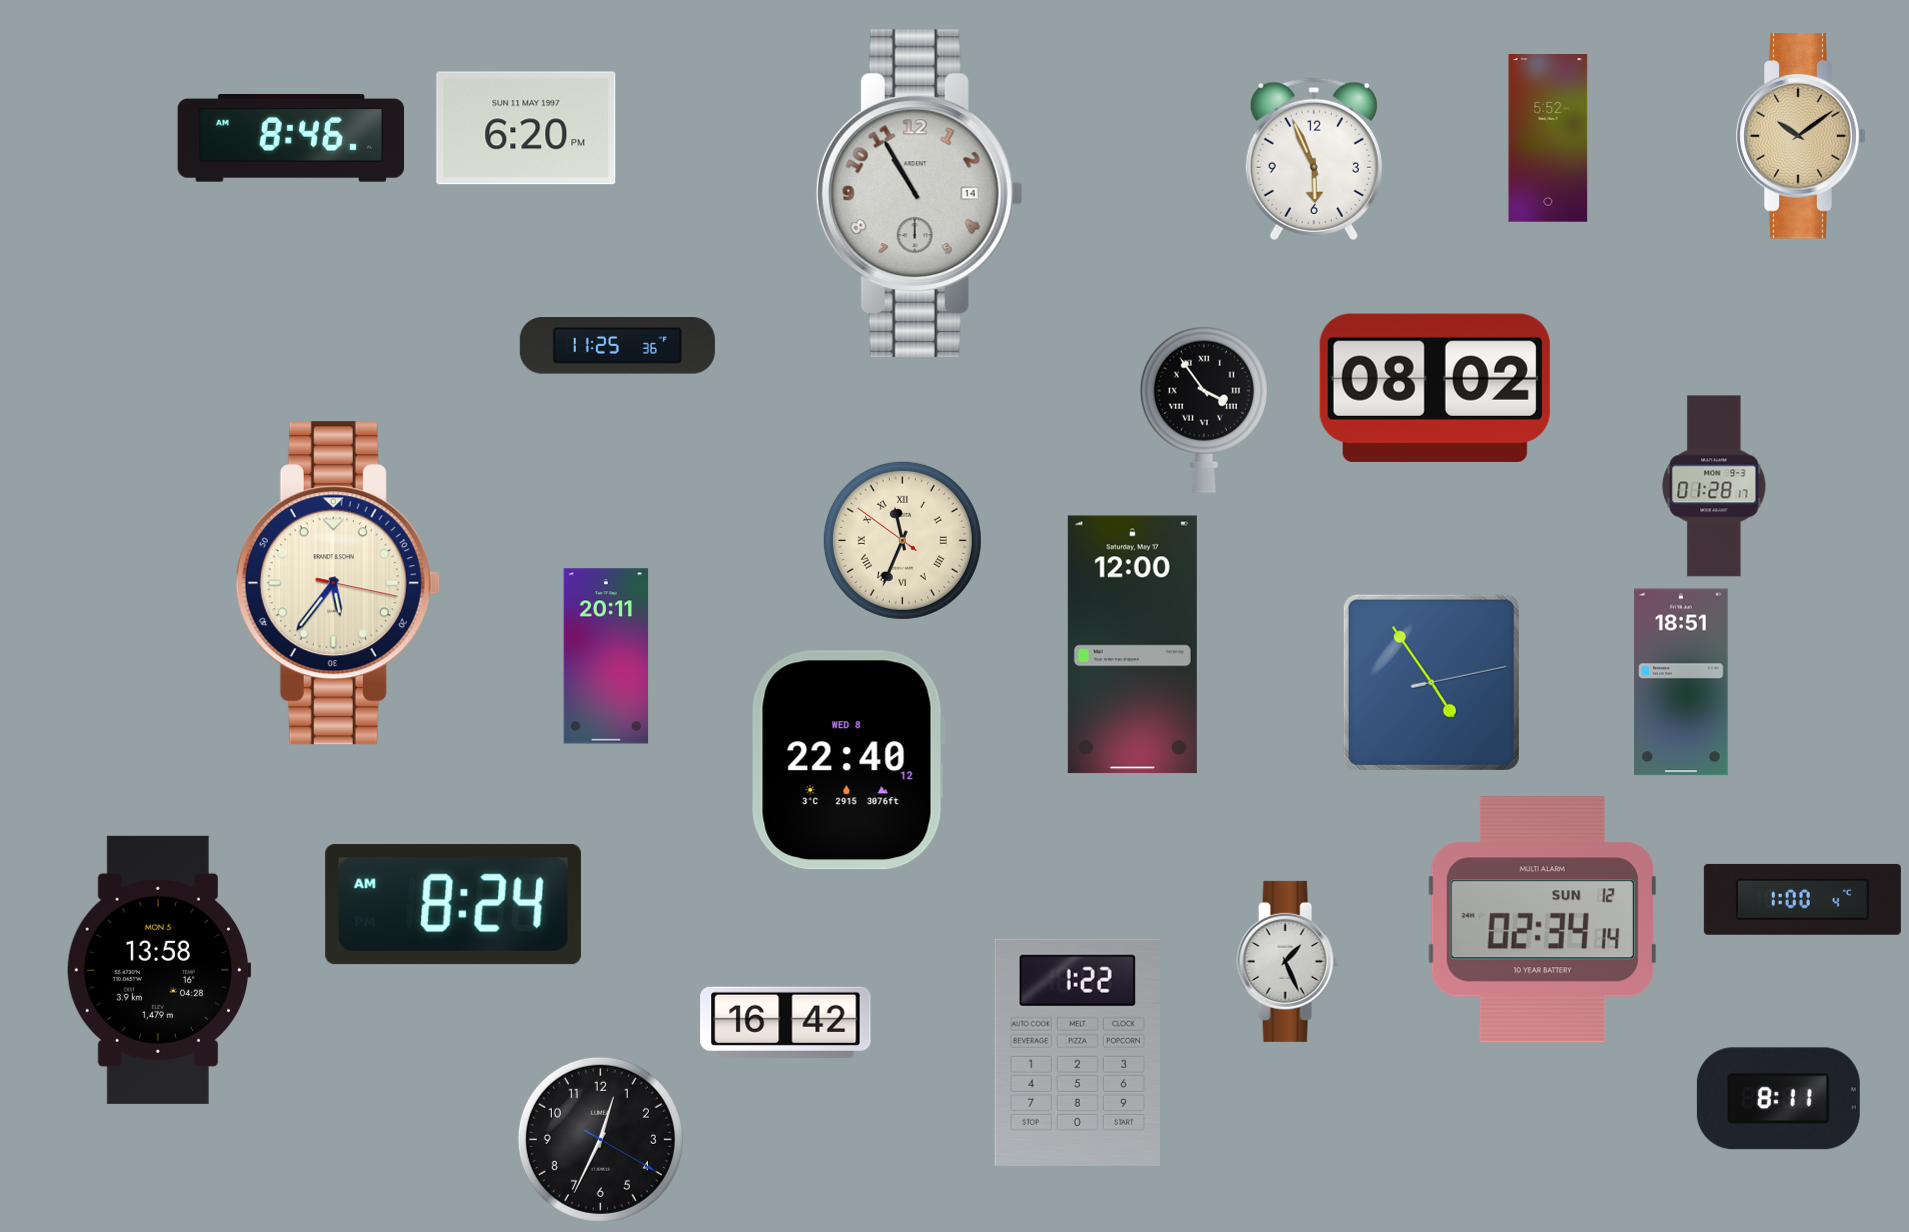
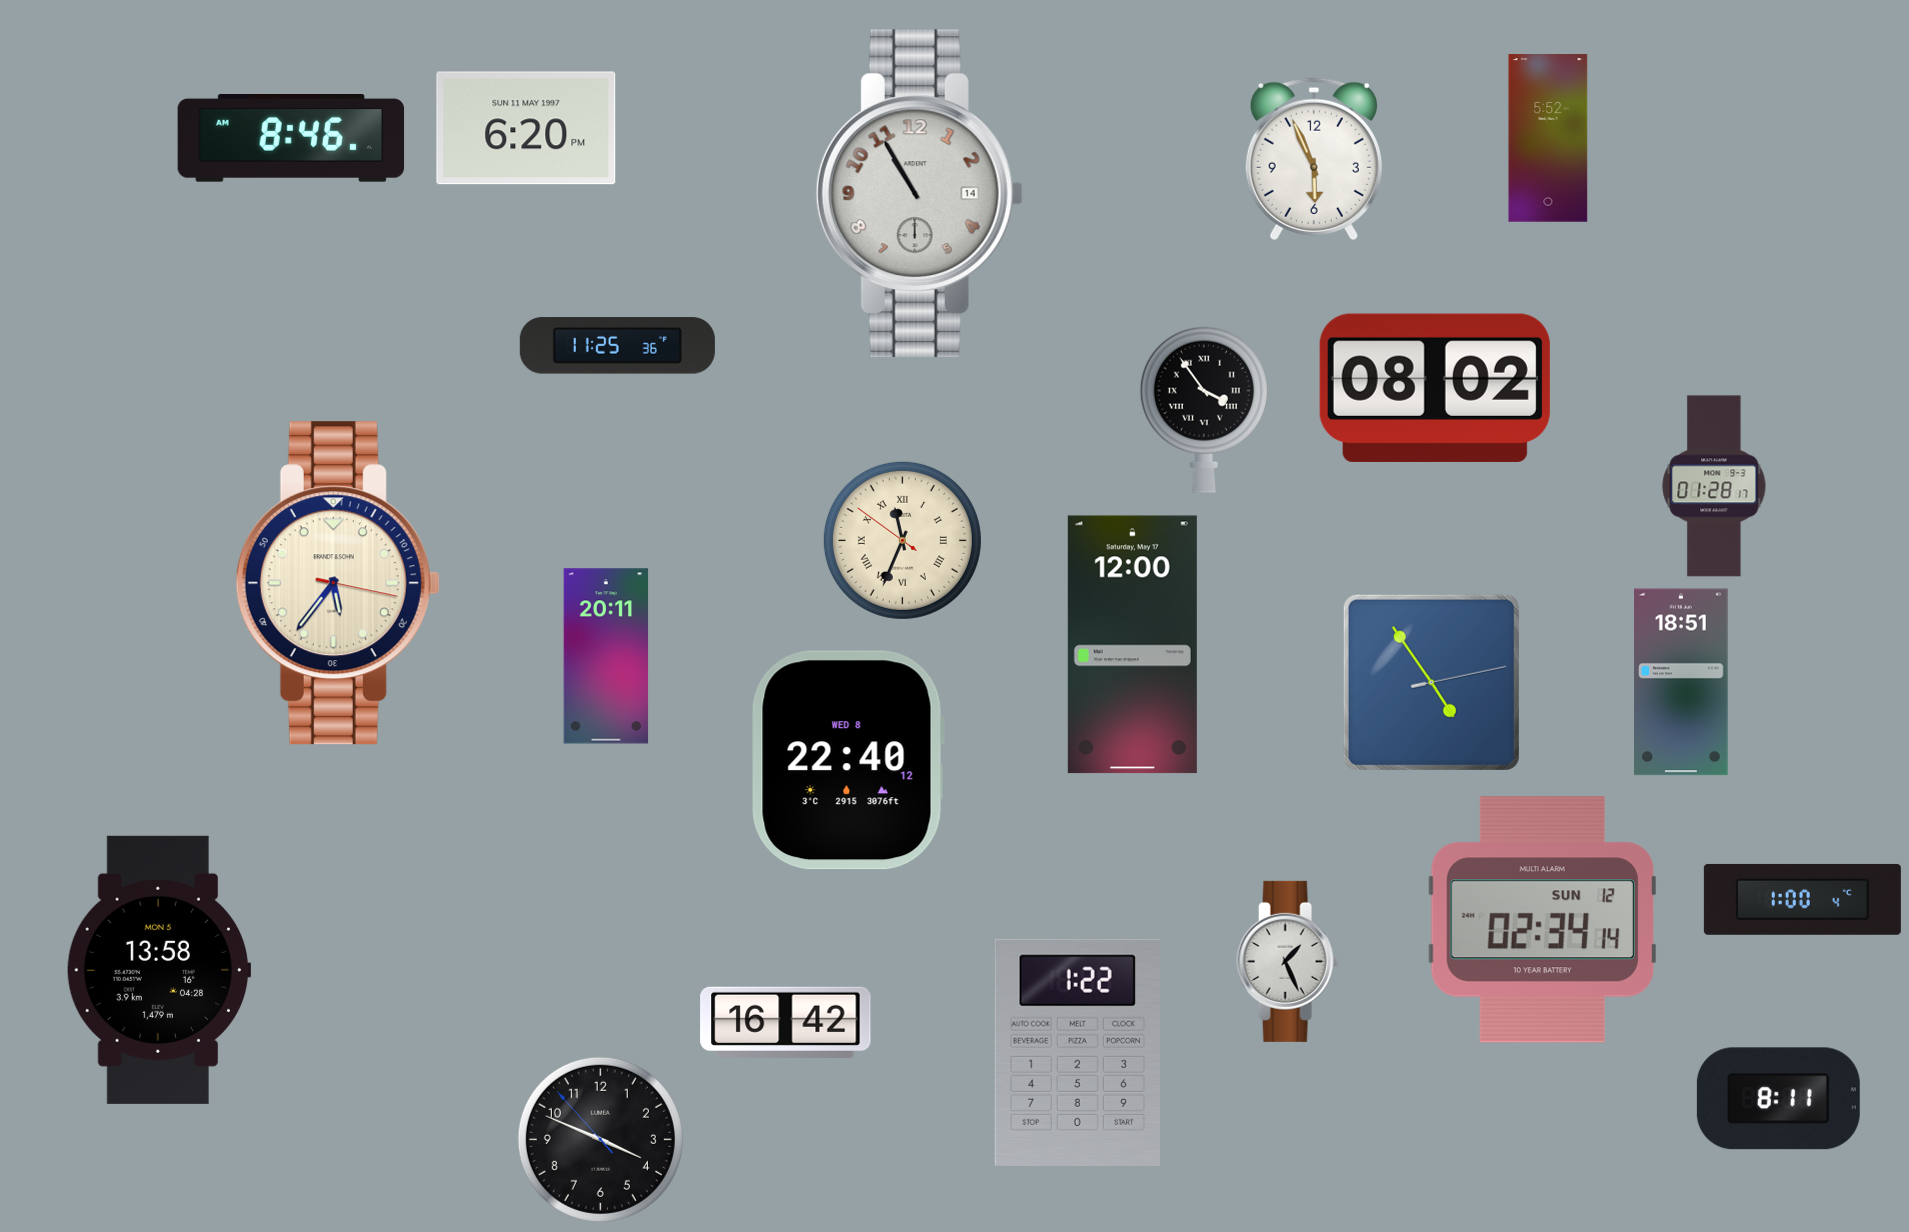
clock at (1801, 136): 10:09 -> none
clock at (453, 905): 8:24 -> none
clock at (600, 1139): 12:34 -> 3:48
